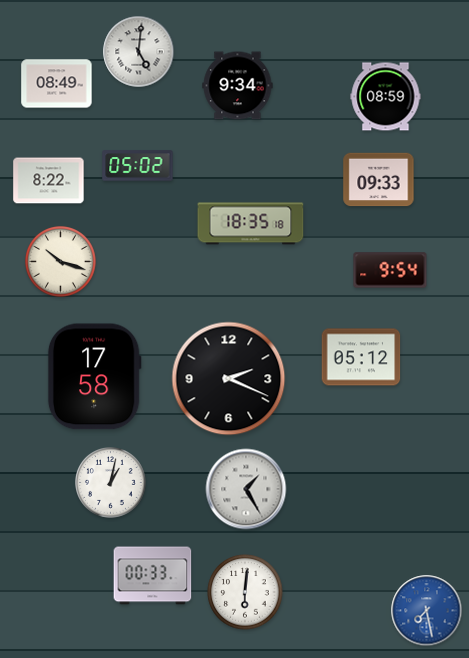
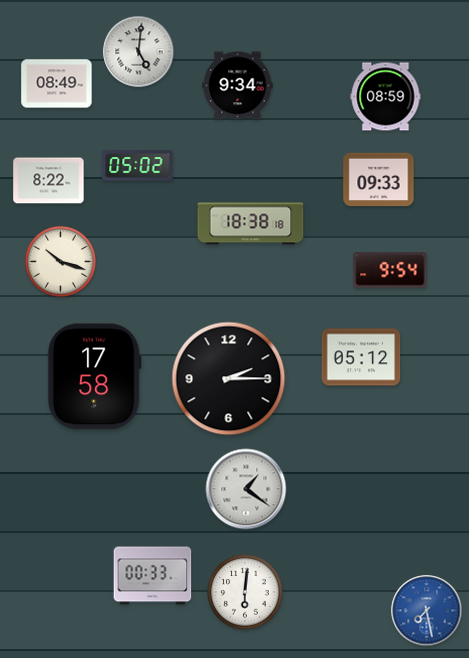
clock at (251, 224): 18:35 -> 18:38
clock at (229, 379): 2:19 -> 2:15
clock at (111, 483): 1:02 -> none
clock at (246, 489): 1:25 -> 1:21
